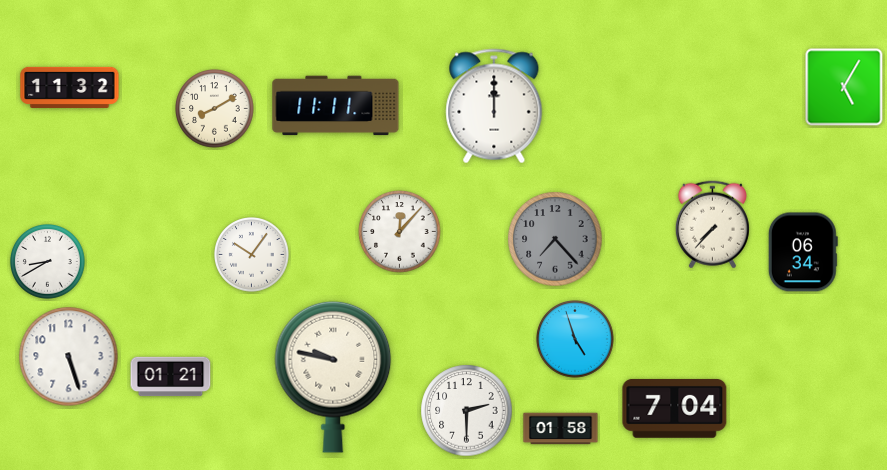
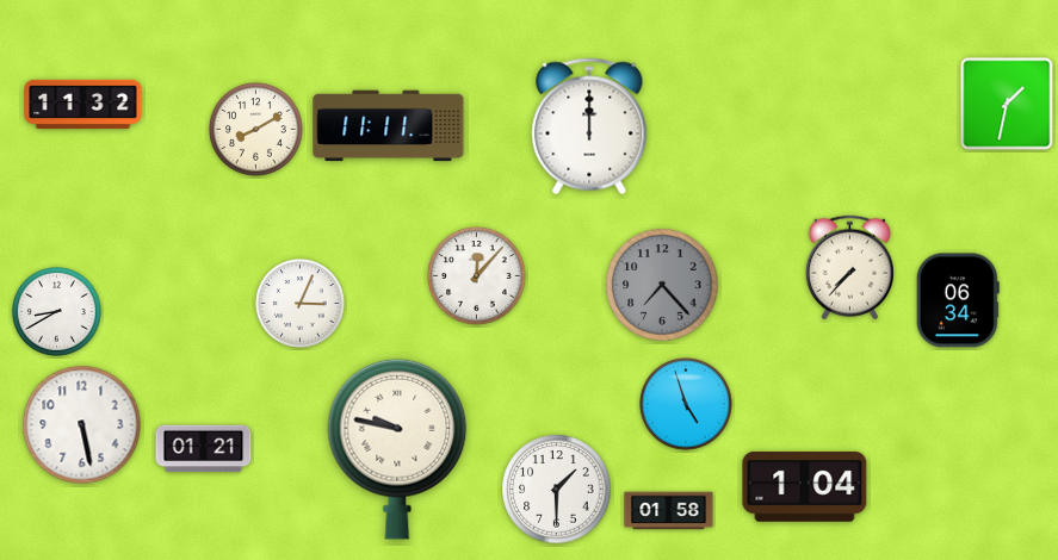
clock at (844, 87): 5:05 -> 1:32
clock at (336, 106) position: (336, 106) -> (389, 126)
clock at (252, 255): 10:06 -> 3:04
clock at (69, 357): 5:27 -> 5:28
clock at (675, 408): 7:04 -> 1:04
clock at (467, 411): 2:30 -> 1:30
